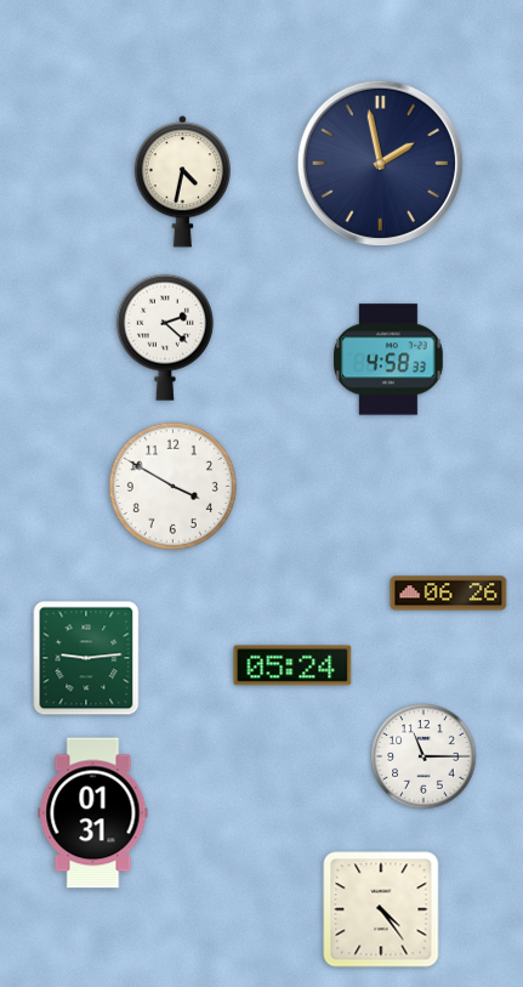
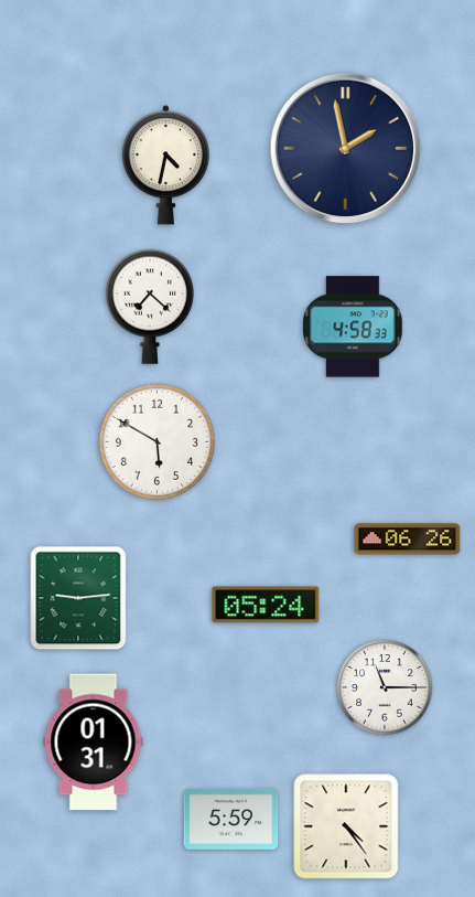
clock at (165, 337): 2:22 -> 7:22
clock at (172, 486): 3:50 -> 5:50
clock at (93, 813) position: (93, 813) -> (94, 743)
clock at (231, 819): none -> 5:59
